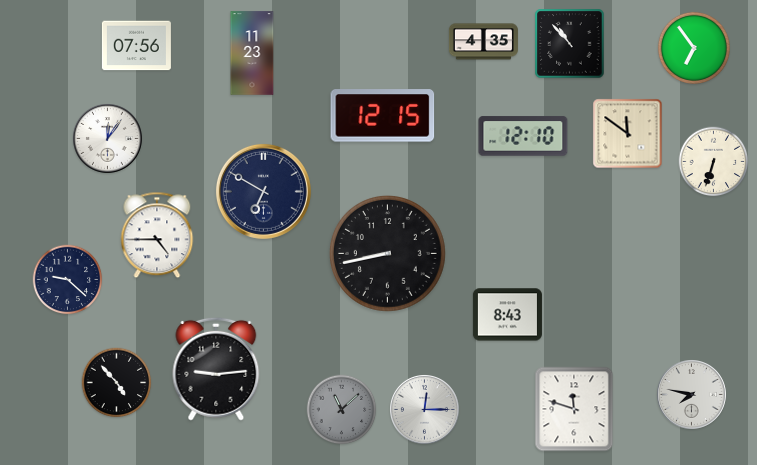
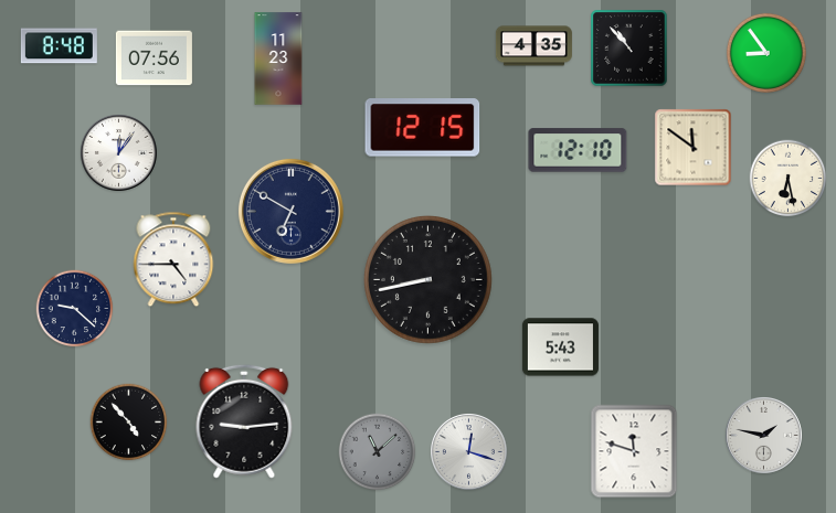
clock at (59, 46): none -> 8:48
clock at (136, 46) position: (136, 46) -> (154, 58)
clock at (694, 48): 6:54 -> 8:54
clock at (714, 162): 6:33 -> 6:28
clock at (507, 315): 8:43 -> 5:43
clock at (216, 369) position: (216, 369) -> (244, 421)
clock at (692, 395): 7:47 -> 1:47
clock at (425, 410): 12:15 -> 12:18
